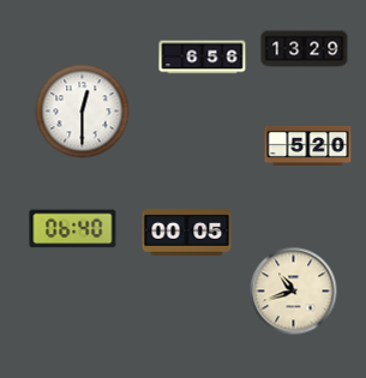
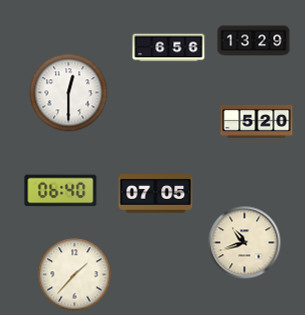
clock at (187, 233): 00:05 -> 07:05
clock at (75, 275): none -> 1:37
